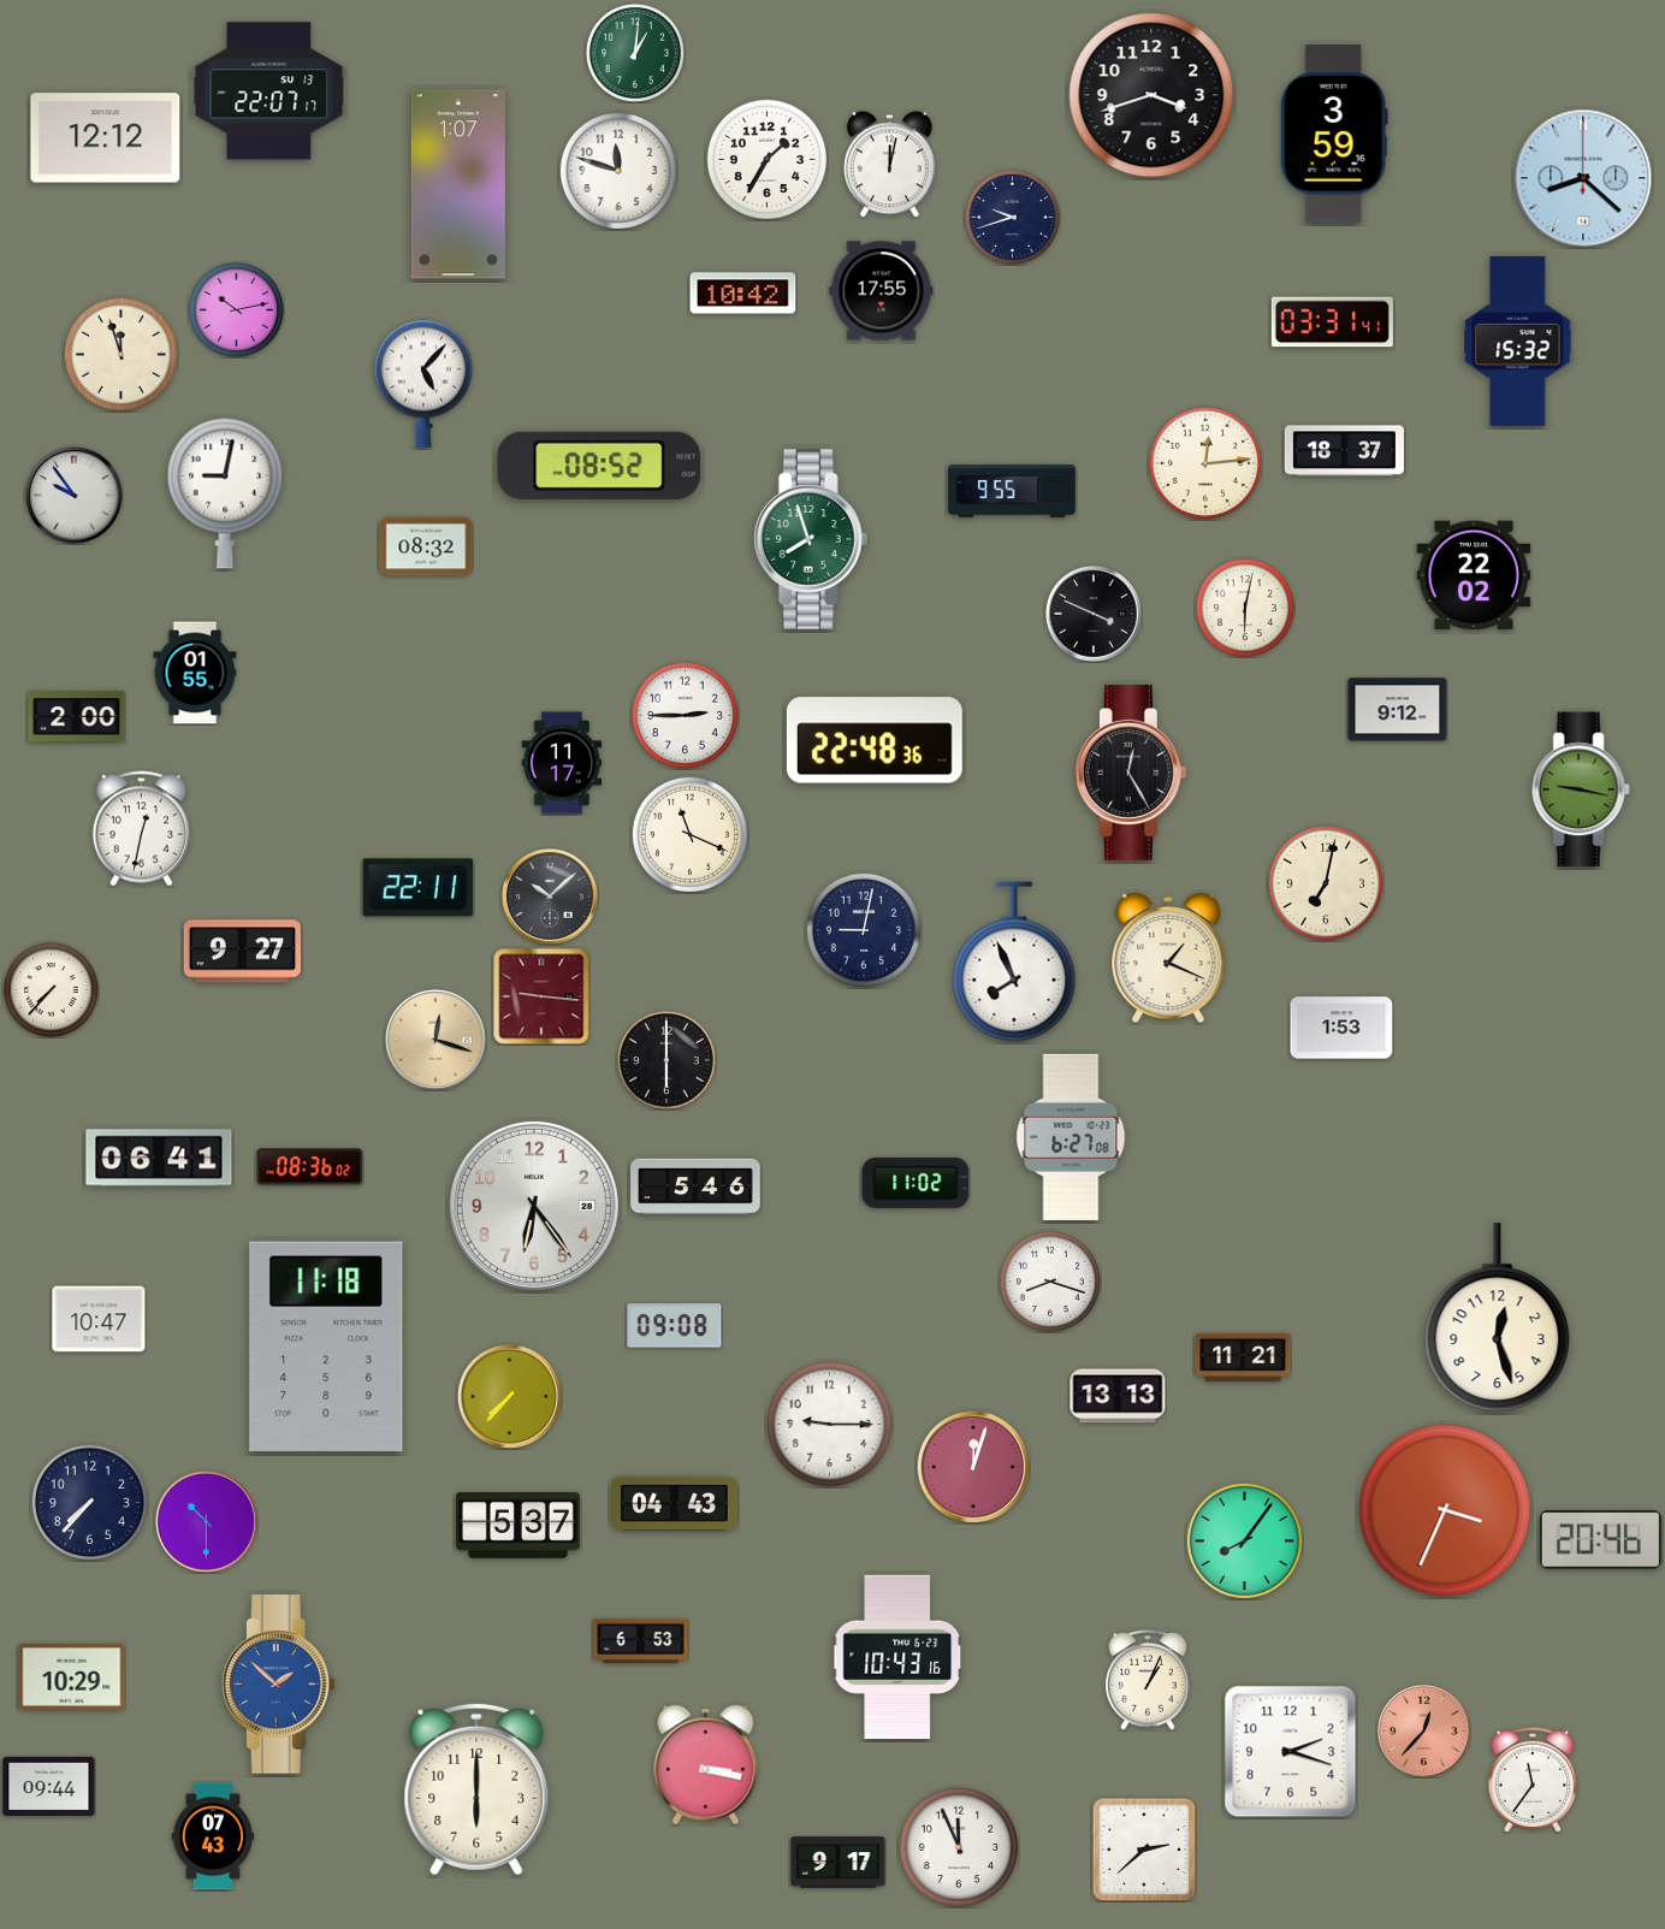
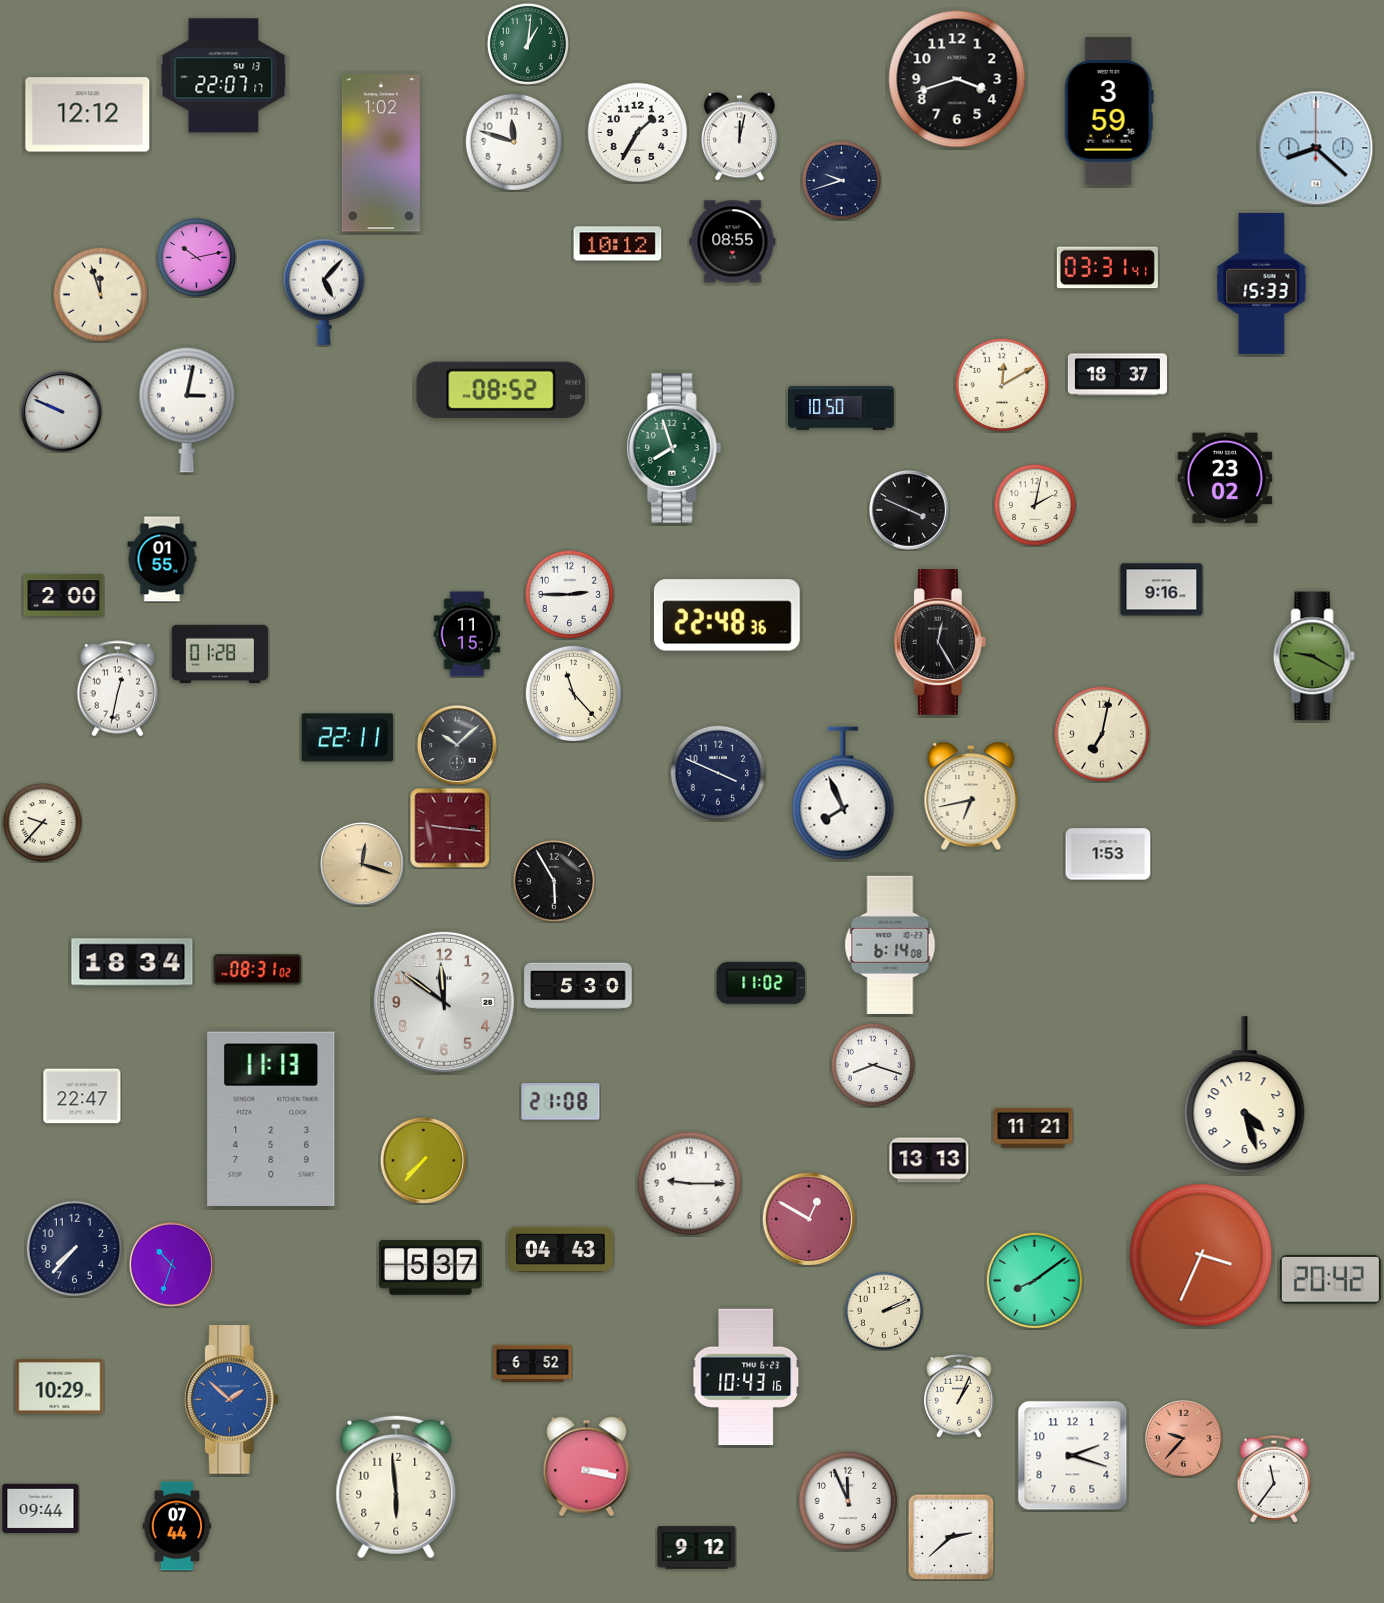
clock at (458, 184): 1:07 -> 1:02
clock at (882, 291): 17:55 -> 08:55
clock at (743, 294): 10:42 -> 10:12
clock at (1518, 341): 15:32 -> 15:33
clock at (423, 384) position: (423, 384) -> (324, 292)
clock at (1204, 462): 12:14 -> 12:10
clock at (599, 466) position: (599, 466) -> (501, 390)
clock at (1012, 492): 9:55 -> 10:50
clock at (225, 493): 9:02 -> 3:02
clock at (75, 496): 9:54 -> 9:49
clock at (426, 546): 08:32 -> none
clock at (1474, 575): 22:02 -> 23:02
clock at (1245, 608): 6:02 -> 2:02
clock at (1398, 710): 9:12 -> 9:16
clock at (562, 763): 11:17 -> 11:15
clock at (220, 654): none -> 01:28
clock at (1581, 789): 9:17 -> 9:20
clock at (689, 834): 11:19 -> 11:23
clock at (863, 929): 9:02 -> 3:49
clock at (242, 952): 9:27 -> none
clock at (1168, 958): 1:19 -> 6:43
clock at (1014, 961) position: (1014, 961) -> (843, 793)
clock at (51, 989): 7:37 -> 9:37
clock at (1341, 1028) position: (1341, 1028) -> (1108, 854)
clock at (666, 1060): 6:00 -> 5:55
clock at (1071, 1137): 6:27 -> 6:14
clock at (159, 1158): 06:41 -> 18:34
clock at (310, 1167): 08:36 -> 08:31
clock at (695, 1187): 5:46 -> 5:30
clock at (534, 1206): 6:24 -> 11:51
clock at (1498, 1318): 12:27 -> 4:27
clock at (99, 1319): 10:47 -> 22:47
clock at (675, 1326): 09:08 -> 21:08
clock at (326, 1347): 11:18 -> 11:13
clock at (973, 1467): 12:03 -> 12:50
clock at (206, 1521): 10:30 -> 10:33
clock at (1244, 1540): 8:06 -> 8:09
clock at (1600, 1540): 20:46 -> 20:42
clock at (884, 1311): none -> 2:11
clock at (641, 1640): 6:53 -> 6:52
clock at (72, 1677) position: (72, 1677) -> (60, 1387)
clock at (1148, 1681) position: (1148, 1681) -> (959, 1397)
clock at (1424, 1732): 12:37 -> 9:37
clock at (49, 1787) position: (49, 1787) -> (41, 1509)
clock at (476, 1789): 6:00 -> 5:59
clock at (213, 1836): 07:43 -> 07:44
clock at (959, 1847) position: (959, 1847) -> (848, 1501)
clock at (839, 1863): 9:17 -> 9:12
